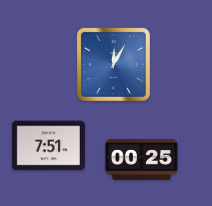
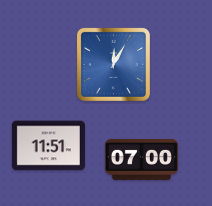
clock at (48, 146): 7:51 -> 11:51
clock at (141, 159): 00:25 -> 07:00
